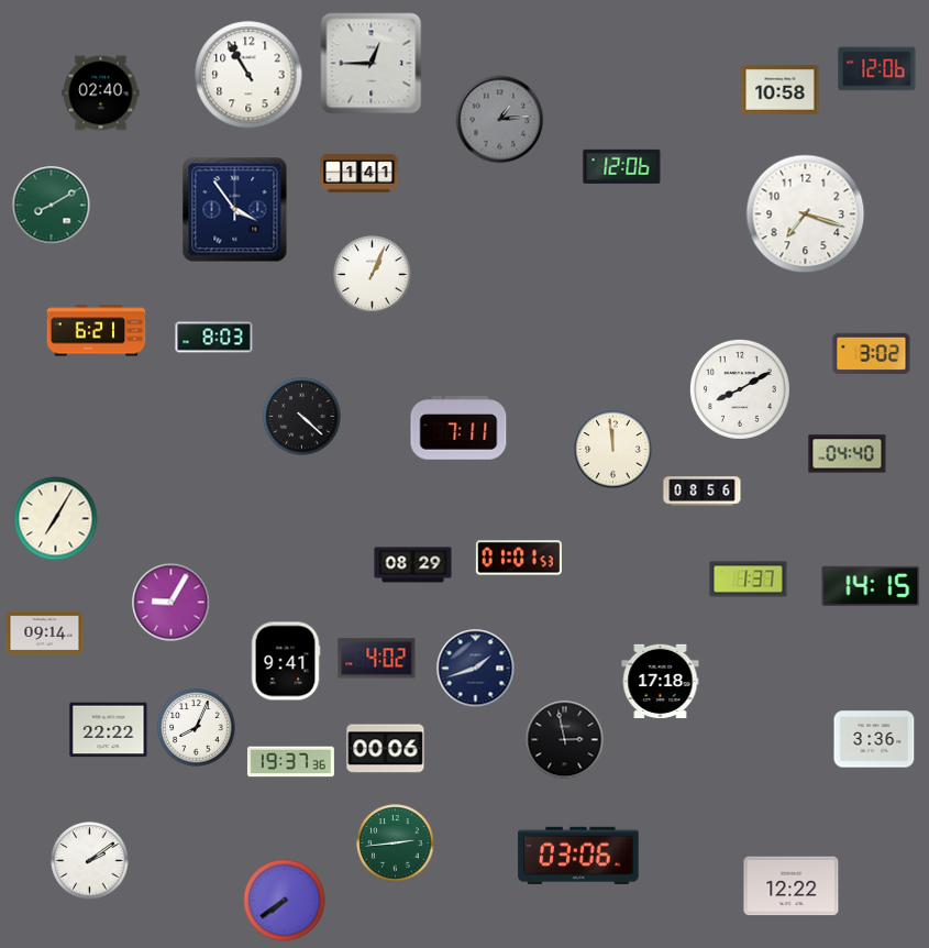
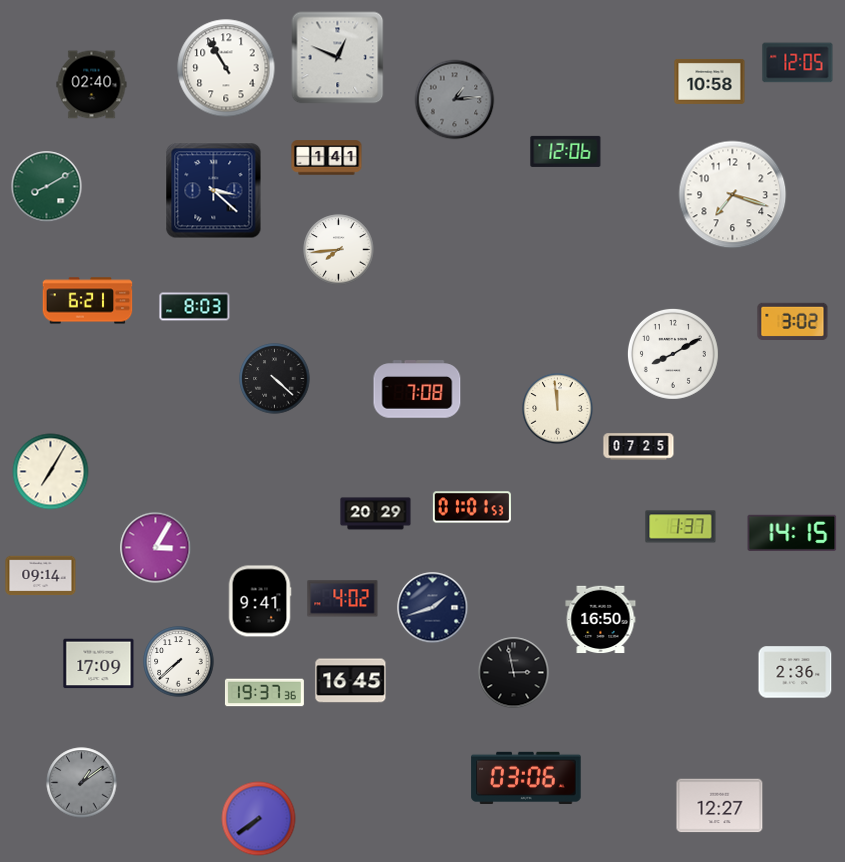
clock at (372, 64): 12:45 -> 12:49
clock at (877, 69): 12:06 -> 12:05
clock at (500, 120) position: (500, 120) -> (455, 100)
clock at (235, 210): 3:54 -> 3:22
clock at (373, 275): 1:04 -> 7:44
clock at (458, 428): 7:11 -> 7:08
clock at (848, 454): 04:40 -> none
clock at (703, 492): 08:56 -> 07:25
clock at (413, 565): 08:29 -> 20:29
clock at (172, 603): 9:05 -> 3:05
clock at (661, 682): 17:18 -> 16:50
clock at (197, 728): 8:04 -> 7:38
clock at (109, 730): 22:22 -> 17:09
clock at (874, 739): 3:36 -> 2:36
clock at (386, 749): 00:06 -> 16:45
clock at (396, 844): 2:44 -> none
clock at (90, 861): 2:09 -> 1:09
clock at (90, 861) dial: white -> grey
clock at (792, 886): 12:22 -> 12:27
